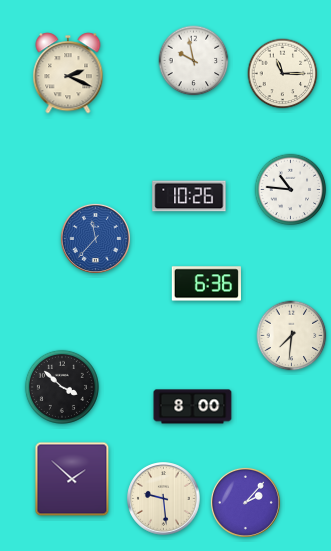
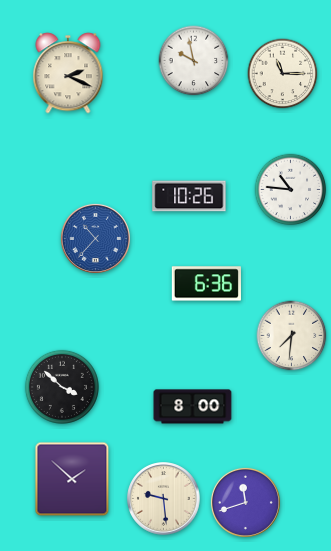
clock at (95, 238): 11:37 -> 10:37
clock at (245, 502): 2:07 -> 11:42
